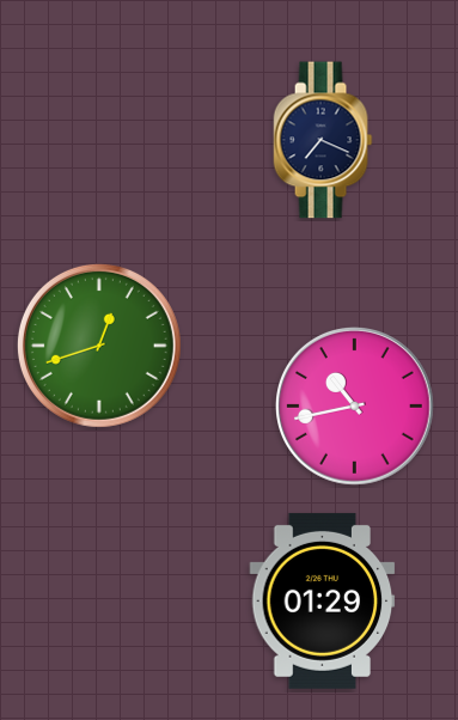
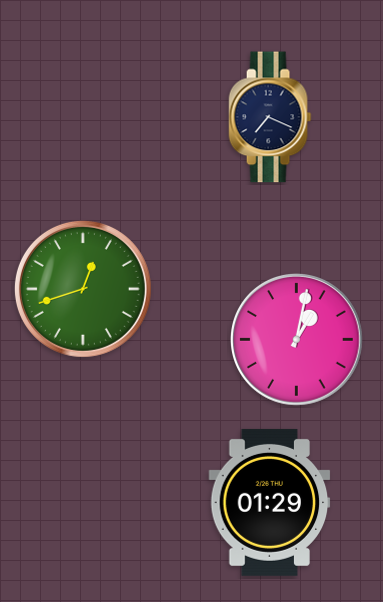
clock at (355, 407): 10:43 -> 1:02
